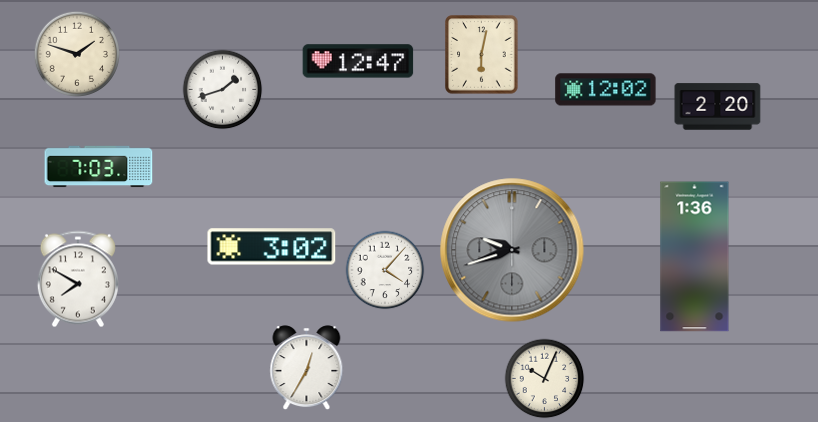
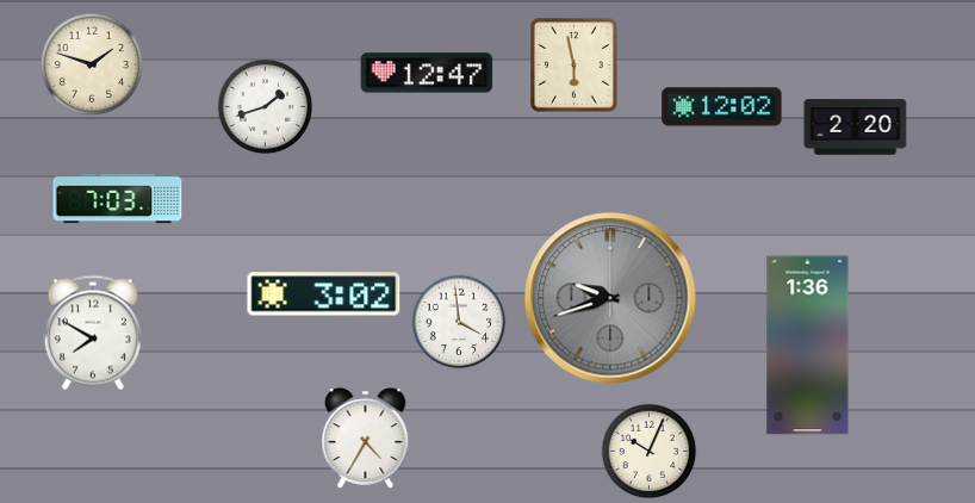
clock at (482, 55): 6:02 -> 5:58
clock at (695, 257) position: (695, 257) -> (808, 346)
clock at (385, 270): 4:07 -> 3:59
clock at (307, 368): 12:35 -> 4:35
